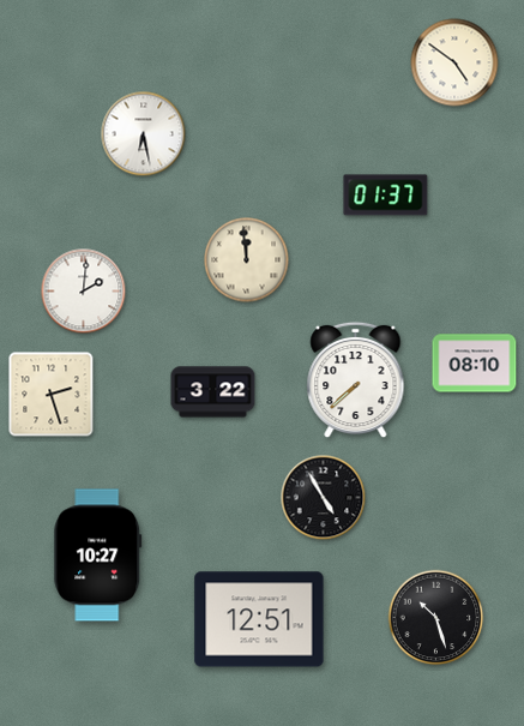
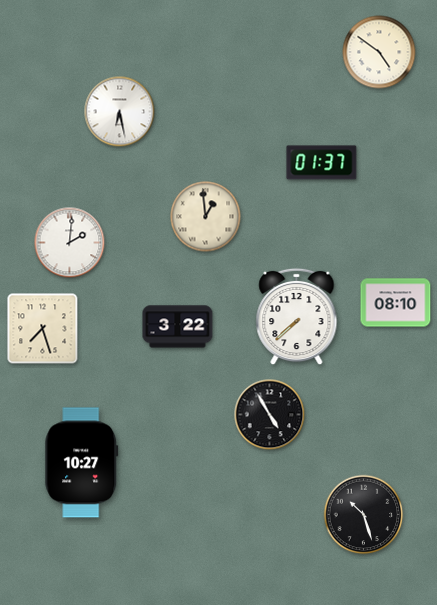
clock at (247, 260): 11:59 -> 12:59
clock at (52, 395): 2:27 -> 7:27
clock at (259, 619): 12:51 -> none
